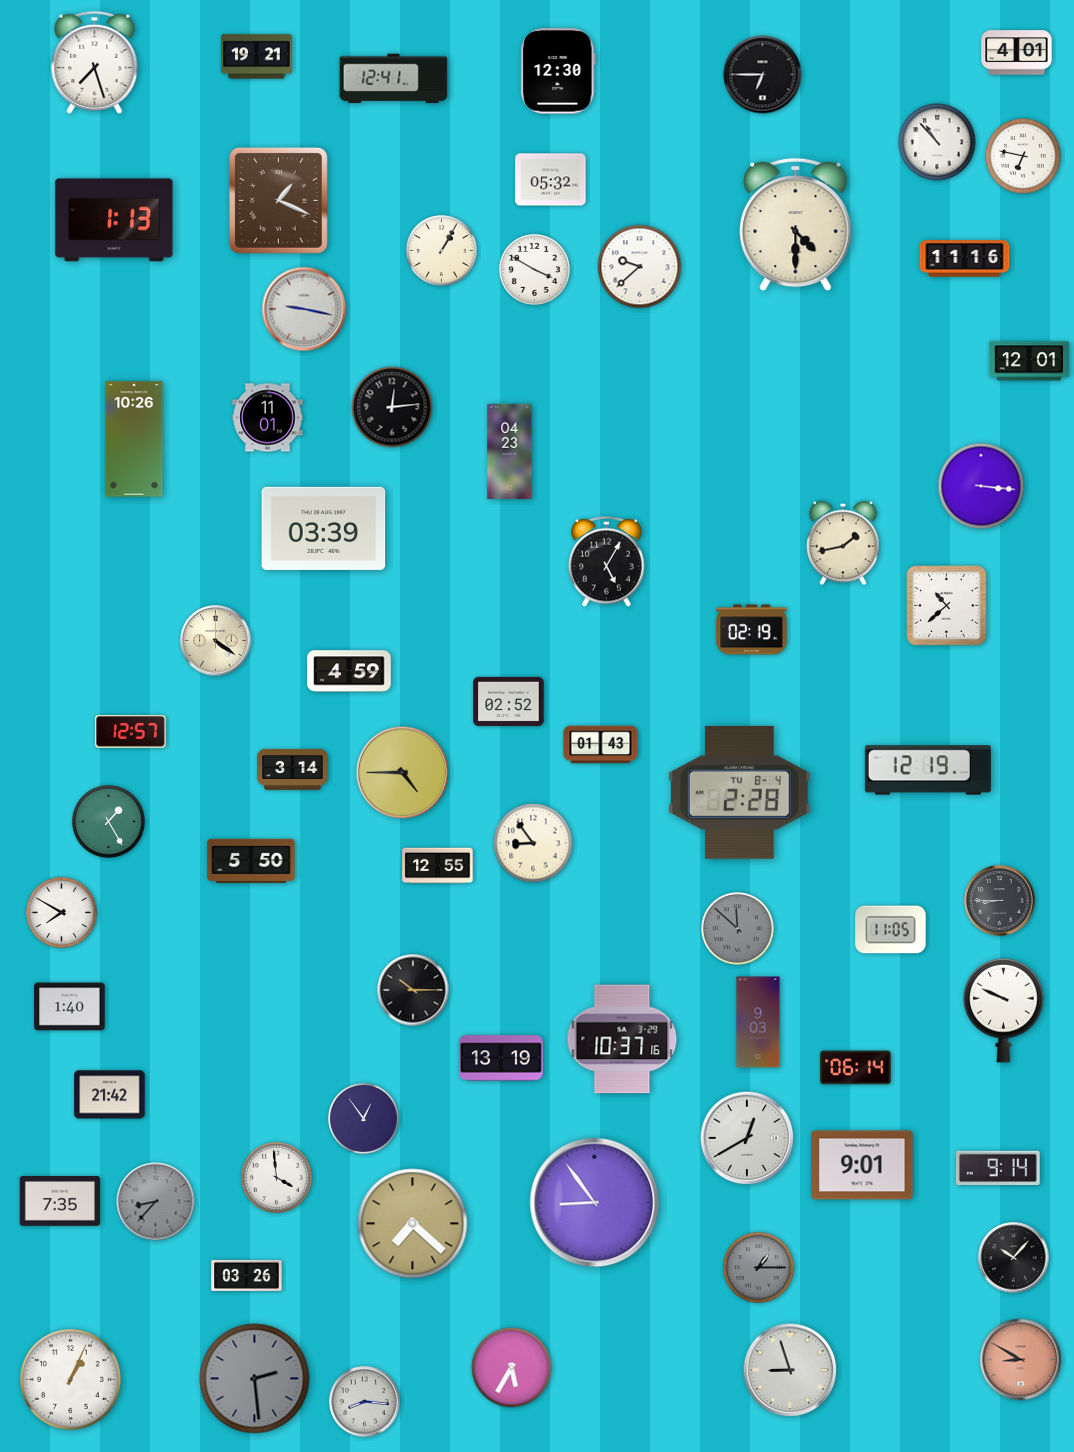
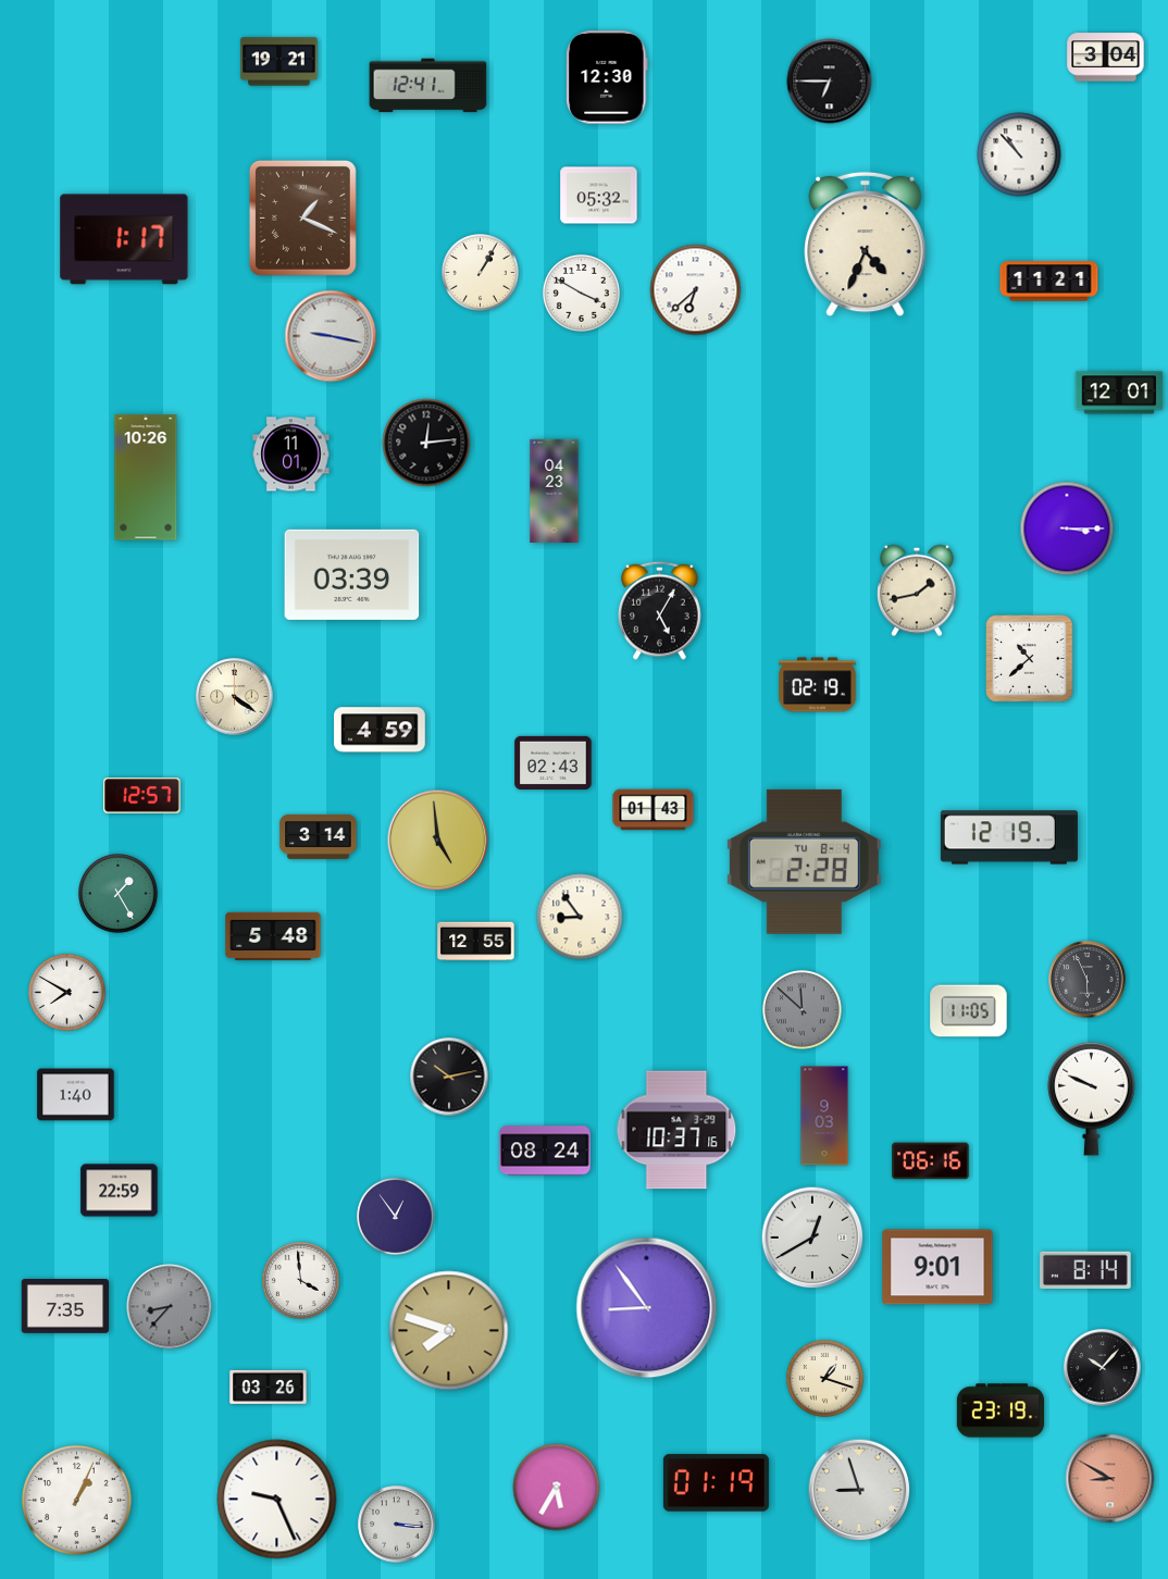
clock at (1017, 53): 4:01 -> 3:04
clock at (95, 62): 7:27 -> none
clock at (1023, 156): 6:47 -> none
clock at (114, 220): 1:13 -> 1:17
clock at (796, 225): 4:30 -> 4:34
clock at (965, 259): 11:16 -> 11:21
clock at (640, 267): 9:38 -> 6:38
clock at (981, 486): 3:16 -> 3:15
clock at (509, 701): 02:52 -> 02:43
clock at (403, 773): 4:45 -> 4:59
clock at (251, 861): 5:50 -> 5:48
clock at (1000, 901): 8:45 -> 5:56
clock at (413, 990): 10:15 -> 10:13
clock at (758, 1022) position: (758, 1022) -> (824, 1116)
clock at (501, 1058): 13:19 -> 08:24
clock at (856, 1068): 06:14 -> 06:16
clock at (110, 1095): 21:42 -> 22:59
clock at (999, 1168): 9:14 -> 8:14
clock at (413, 1224): 7:22 -> 7:48
clock at (758, 1267): 1:15 -> 1:18
clock at (758, 1267) dial: grey -> cream
clock at (1001, 1410): none -> 23:19
clock at (716, 1483): none -> 01:19
clock at (255, 1379): 2:29 -> 9:26
clock at (255, 1379) dial: grey -> white
clock at (365, 1402): 8:16 -> 3:16
